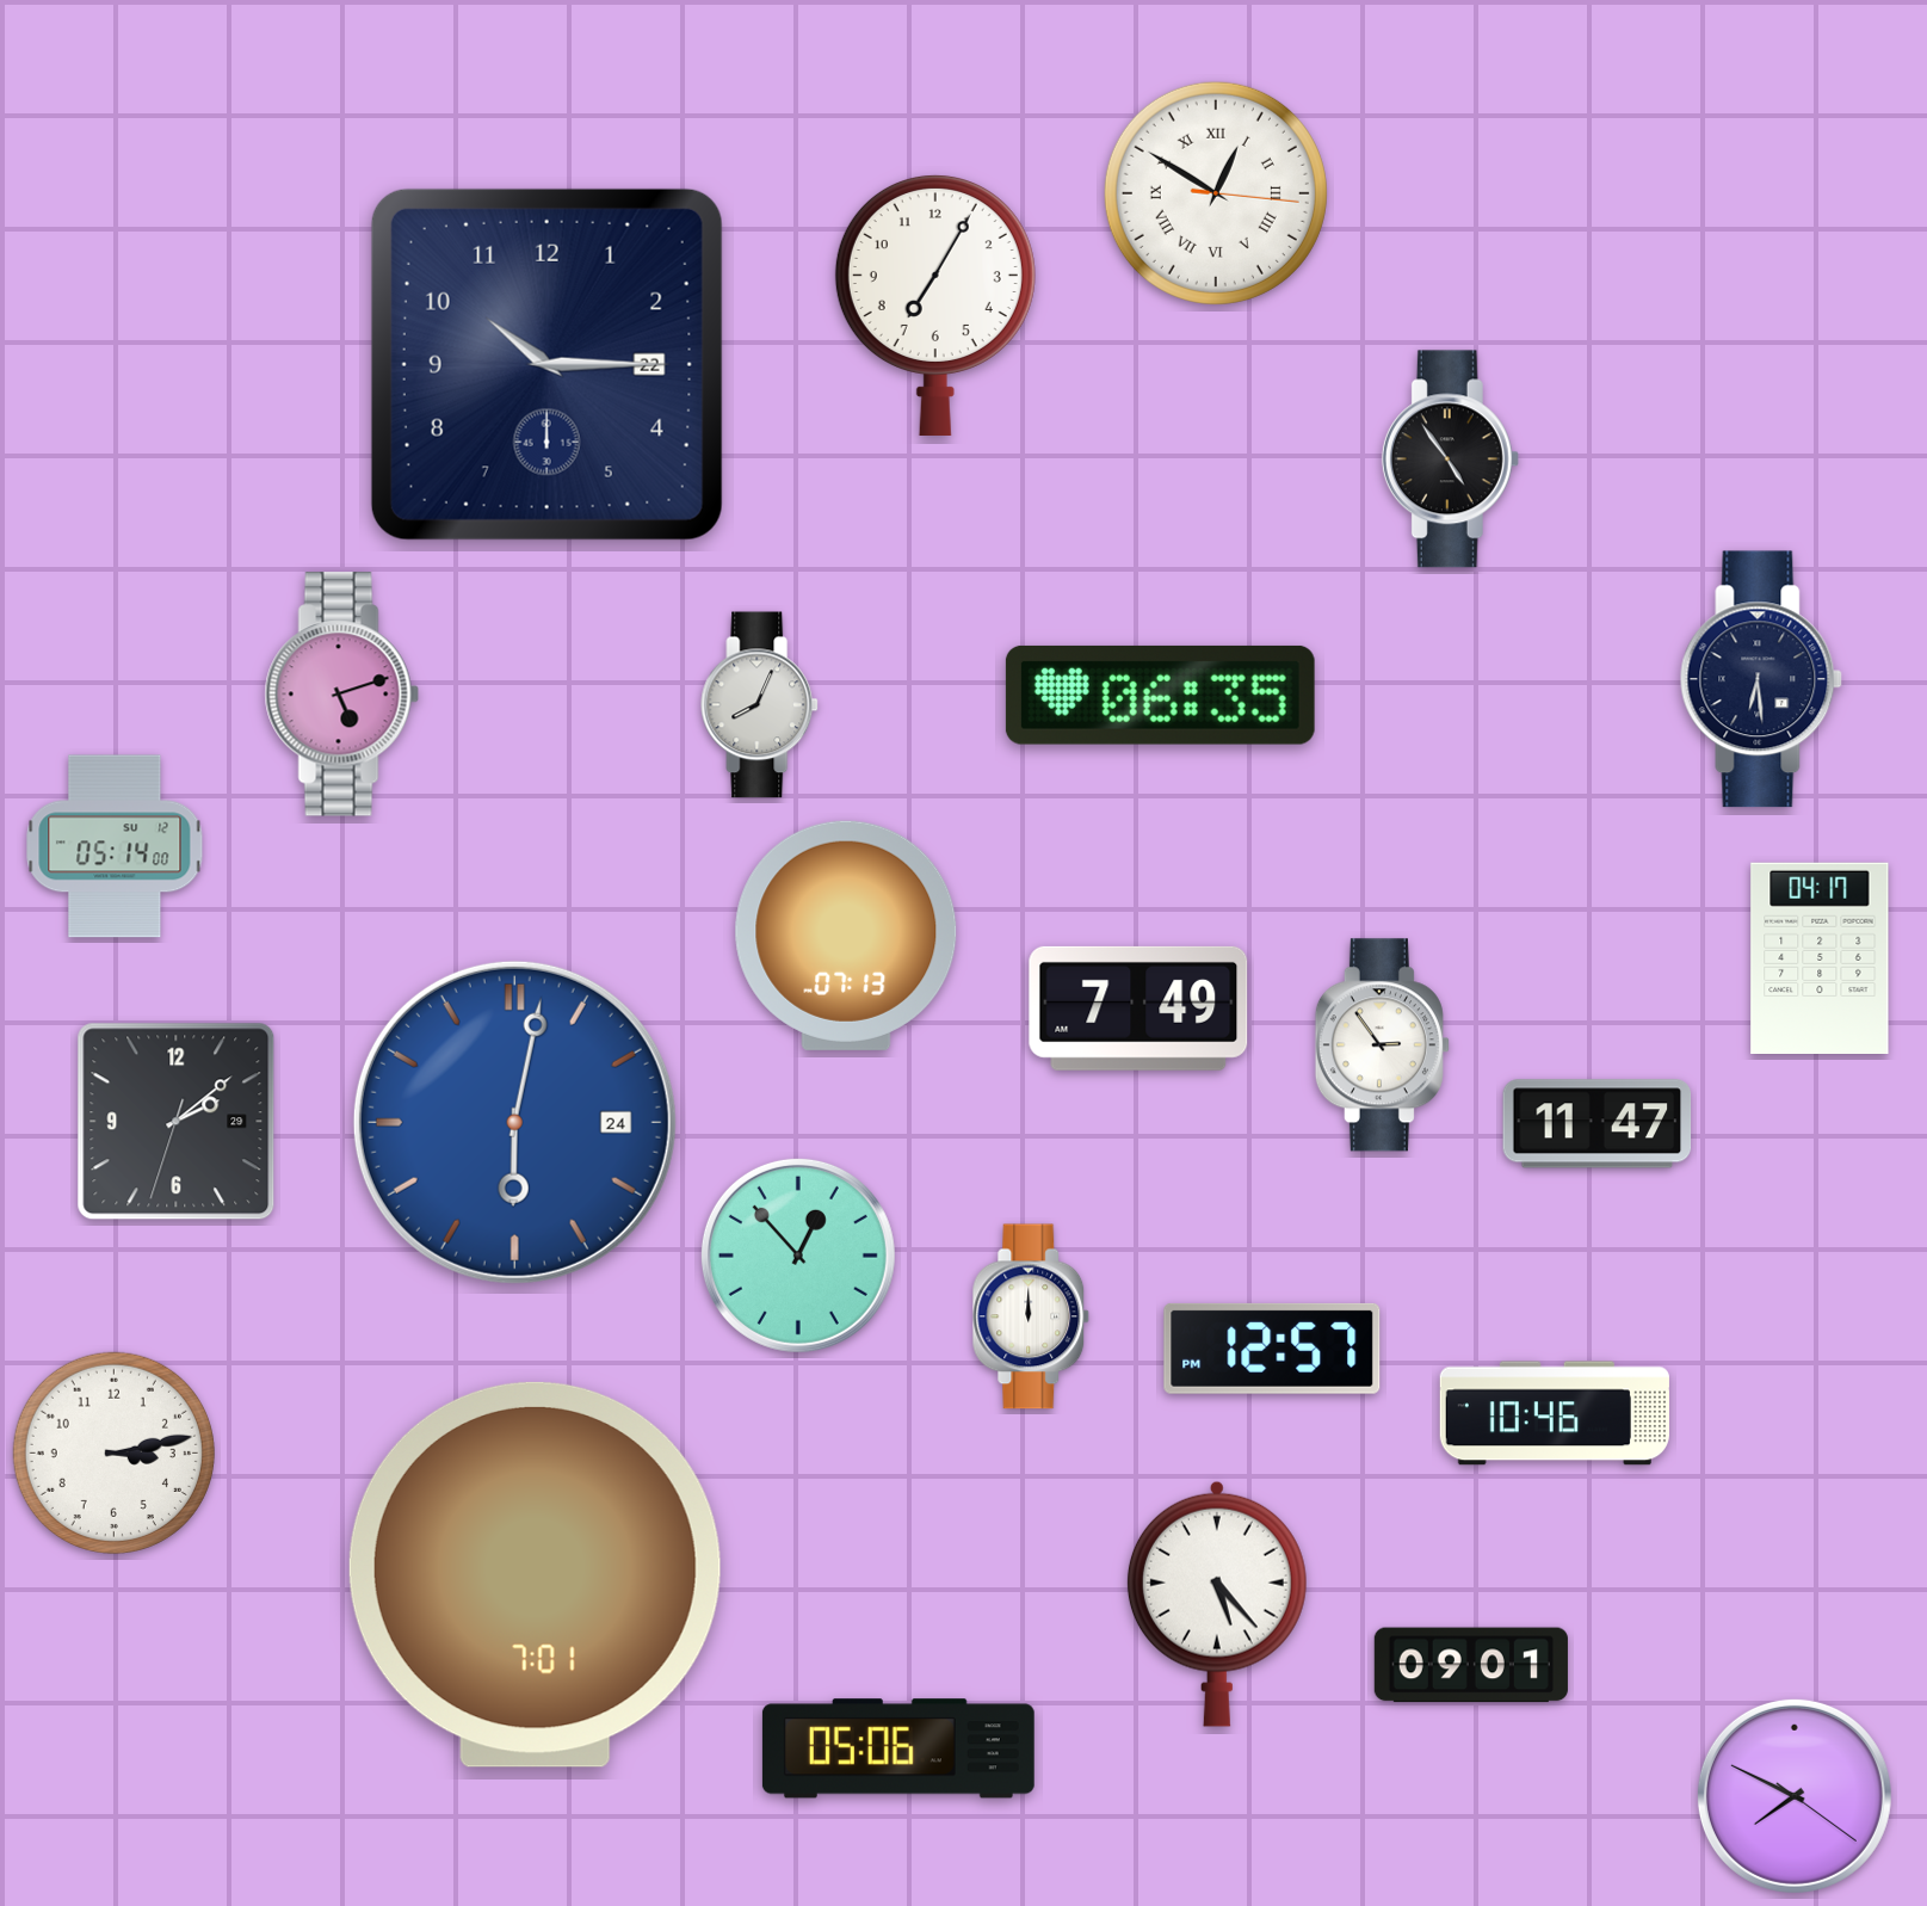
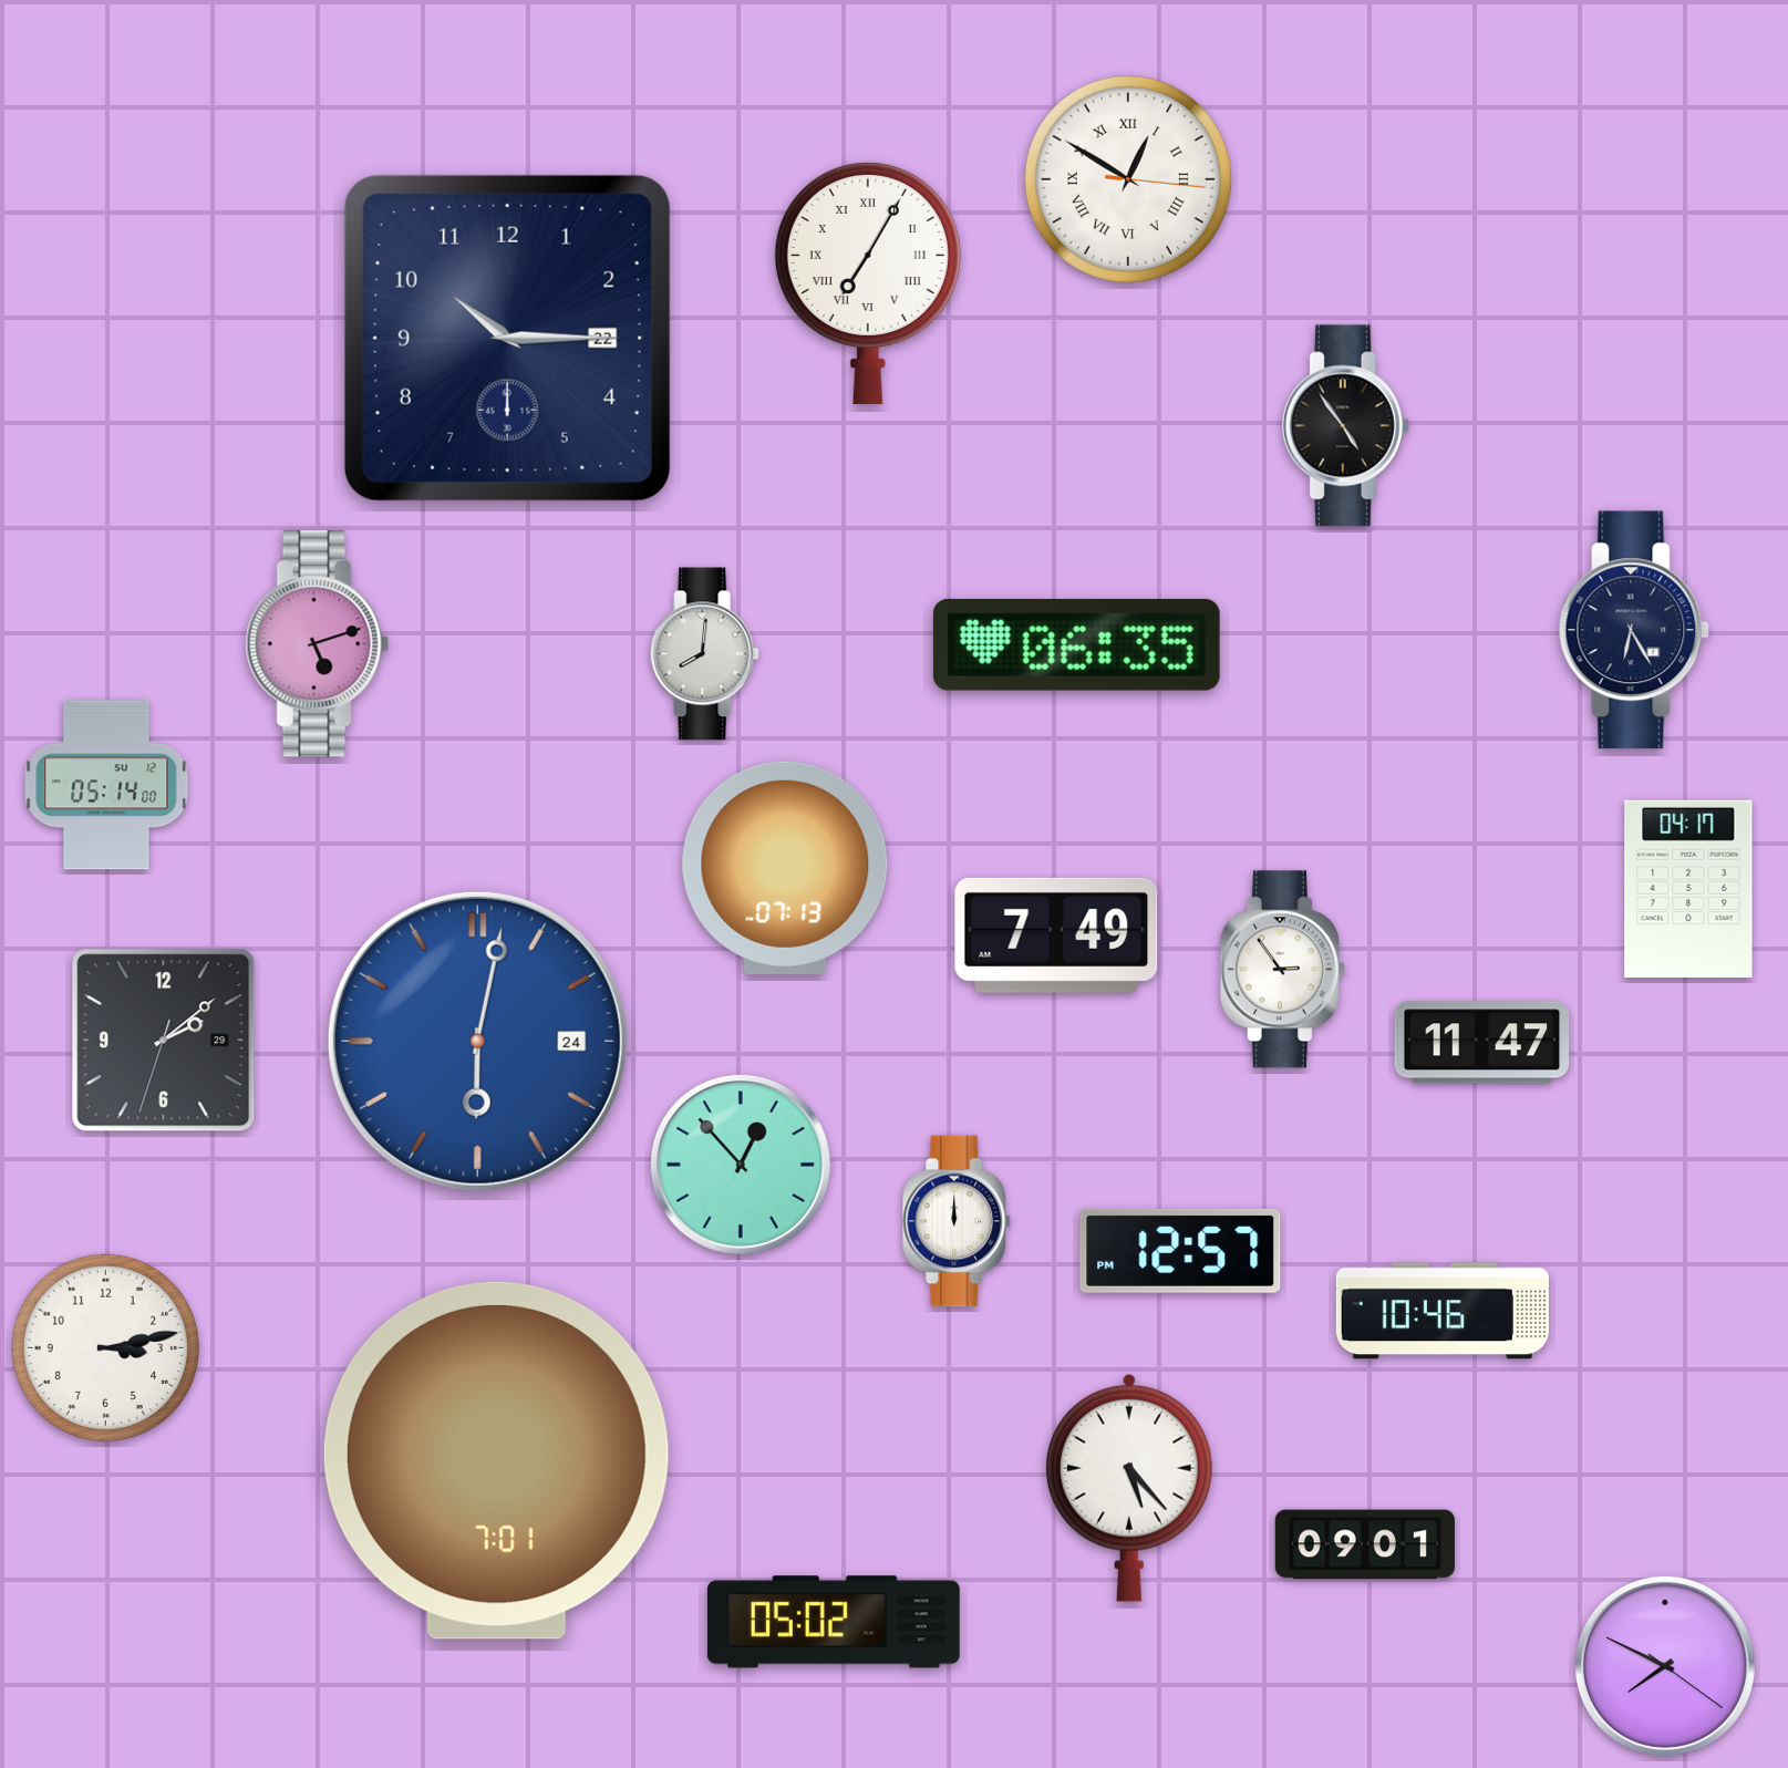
clock at (935, 304) numerals: Arabic -> Roman
clock at (1761, 679): 6:29 -> 6:25
clock at (760, 705): 8:04 -> 8:01
clock at (898, 1748): 05:06 -> 05:02
